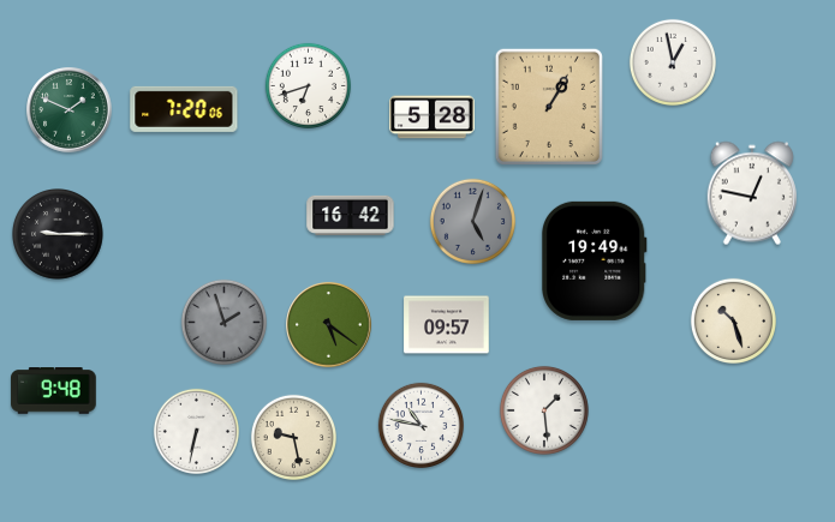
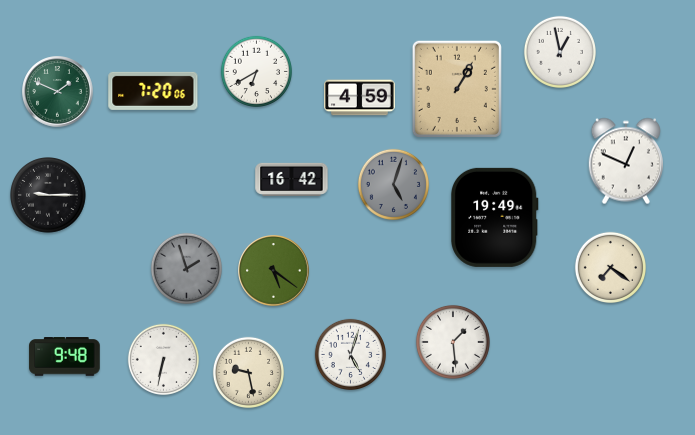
clock at (308, 85): 6:42 -> 6:40
clock at (433, 118): 5:28 -> 4:59
clock at (751, 193): 12:47 -> 12:49
clock at (733, 320): 10:27 -> 7:21
clock at (447, 325): 09:57 -> none
clock at (54, 391) position: (54, 391) -> (65, 357)
clock at (421, 425): 10:47 -> 5:03
clock at (293, 437) position: (293, 437) -> (248, 372)
